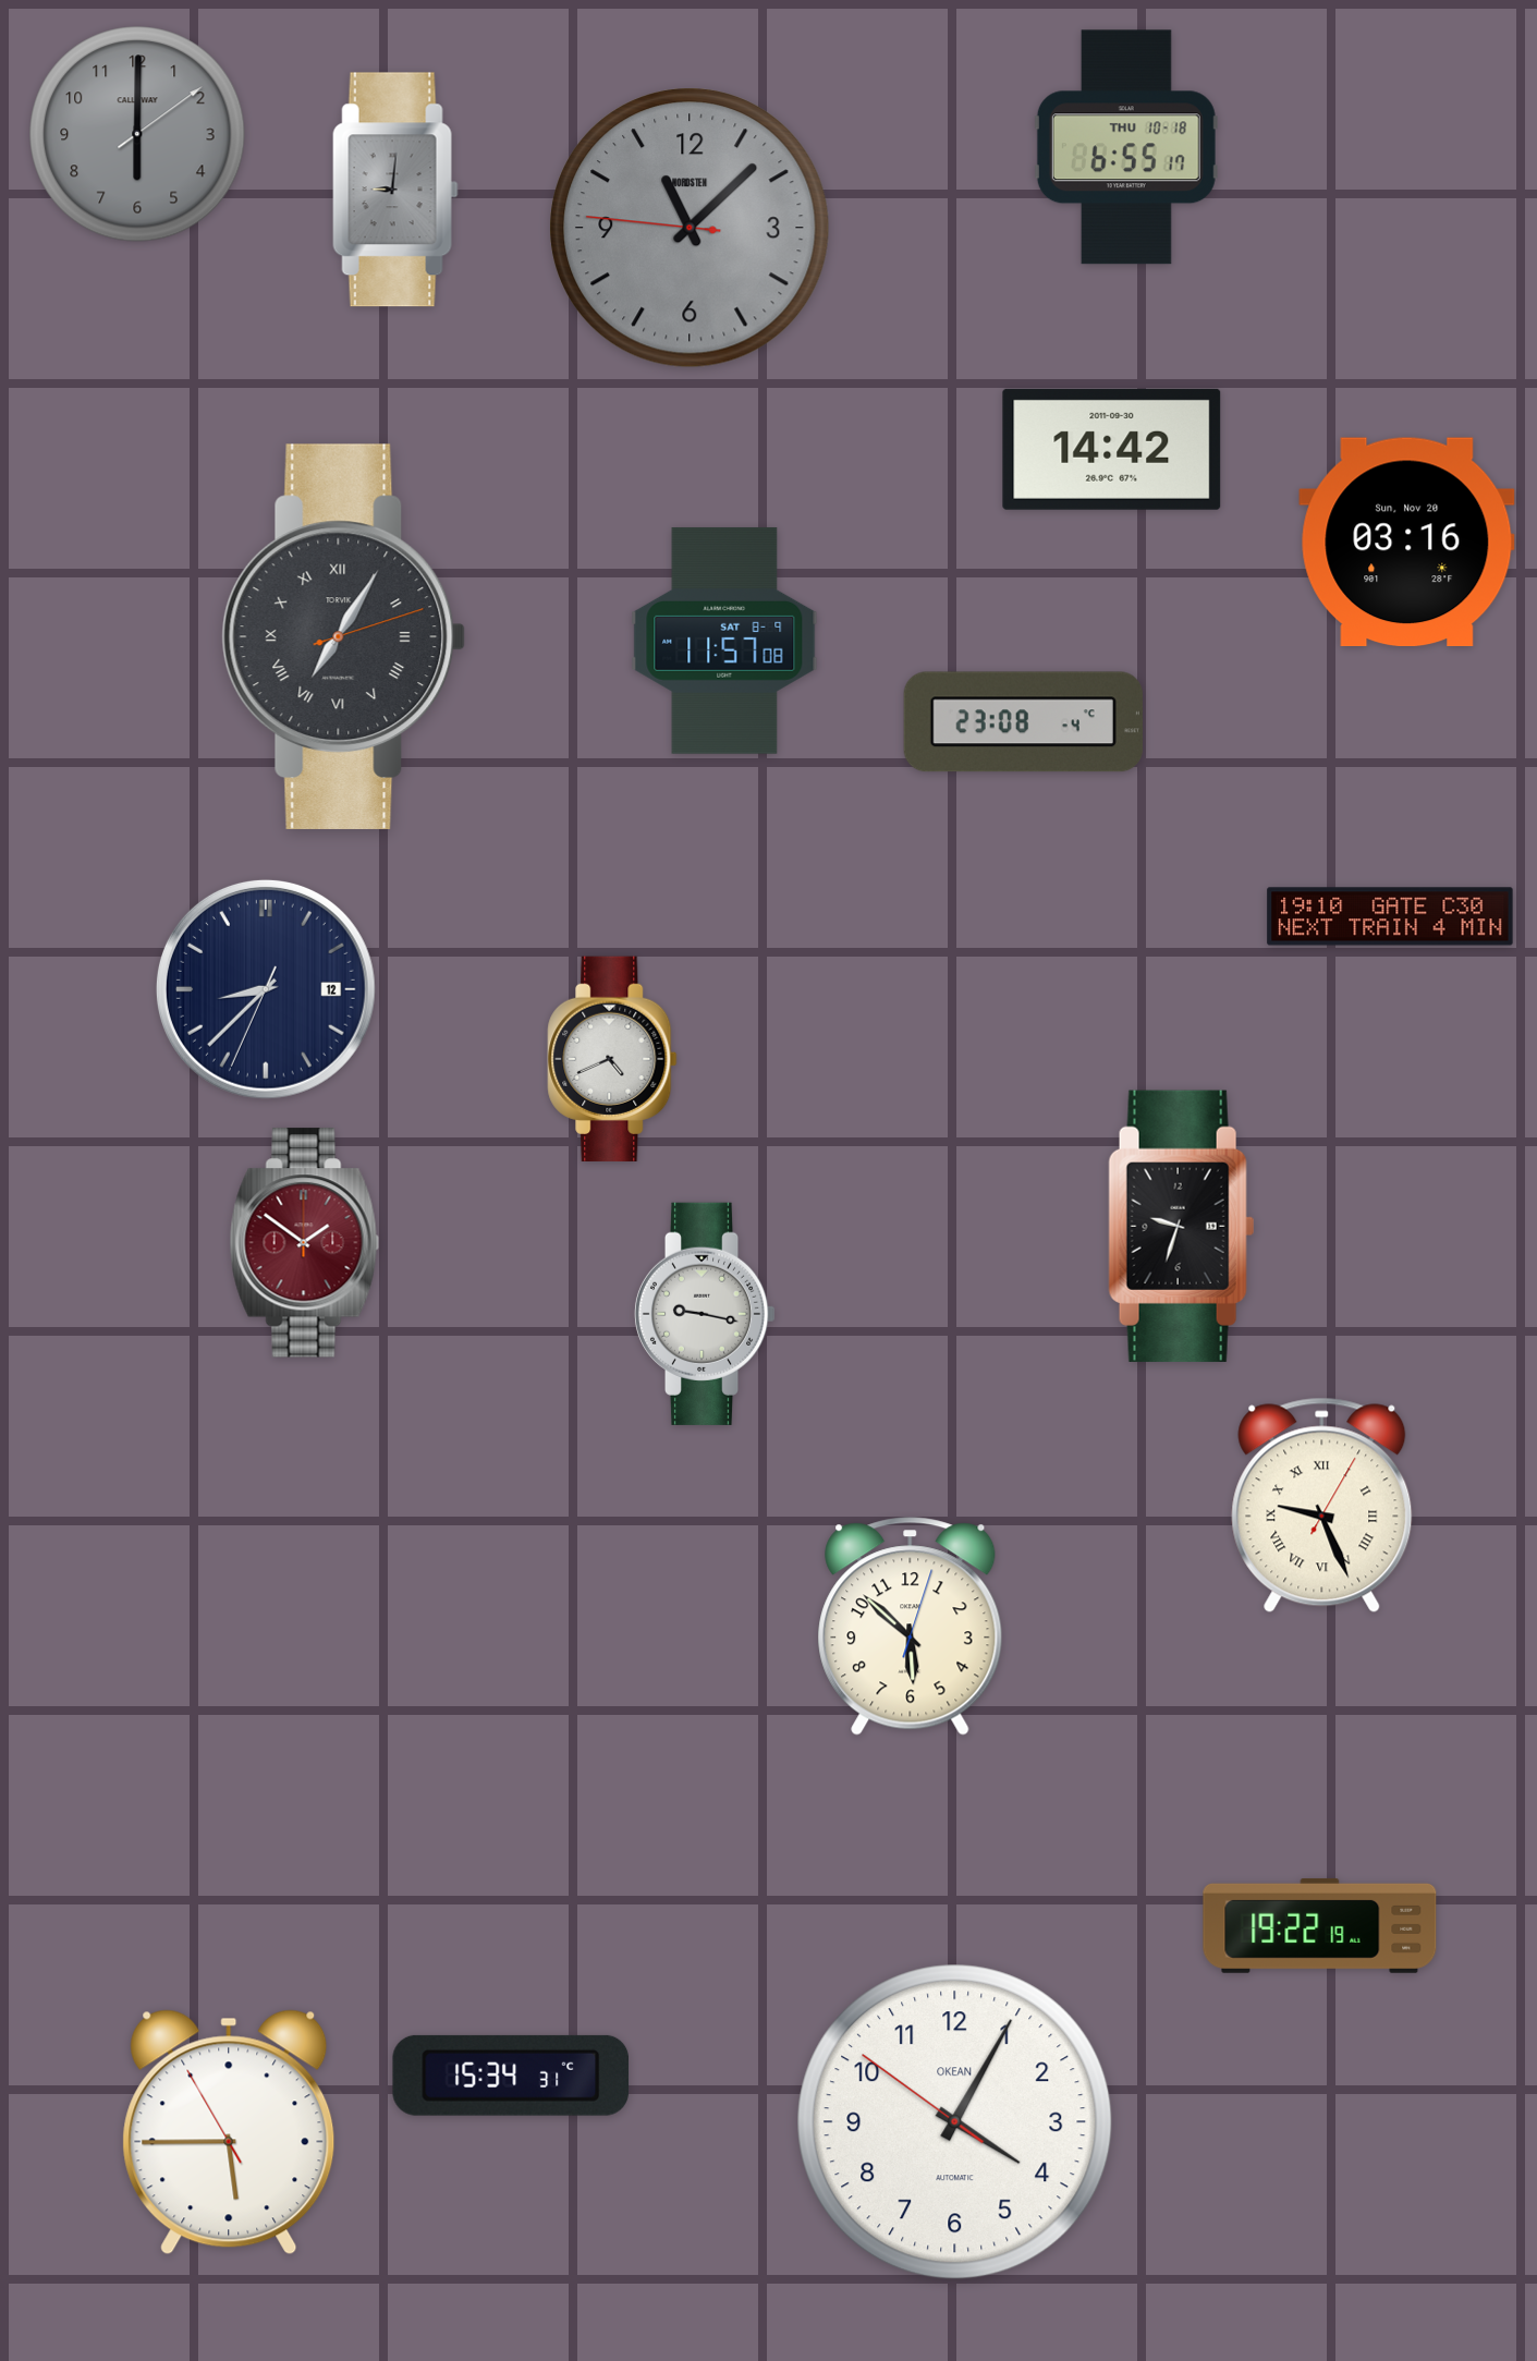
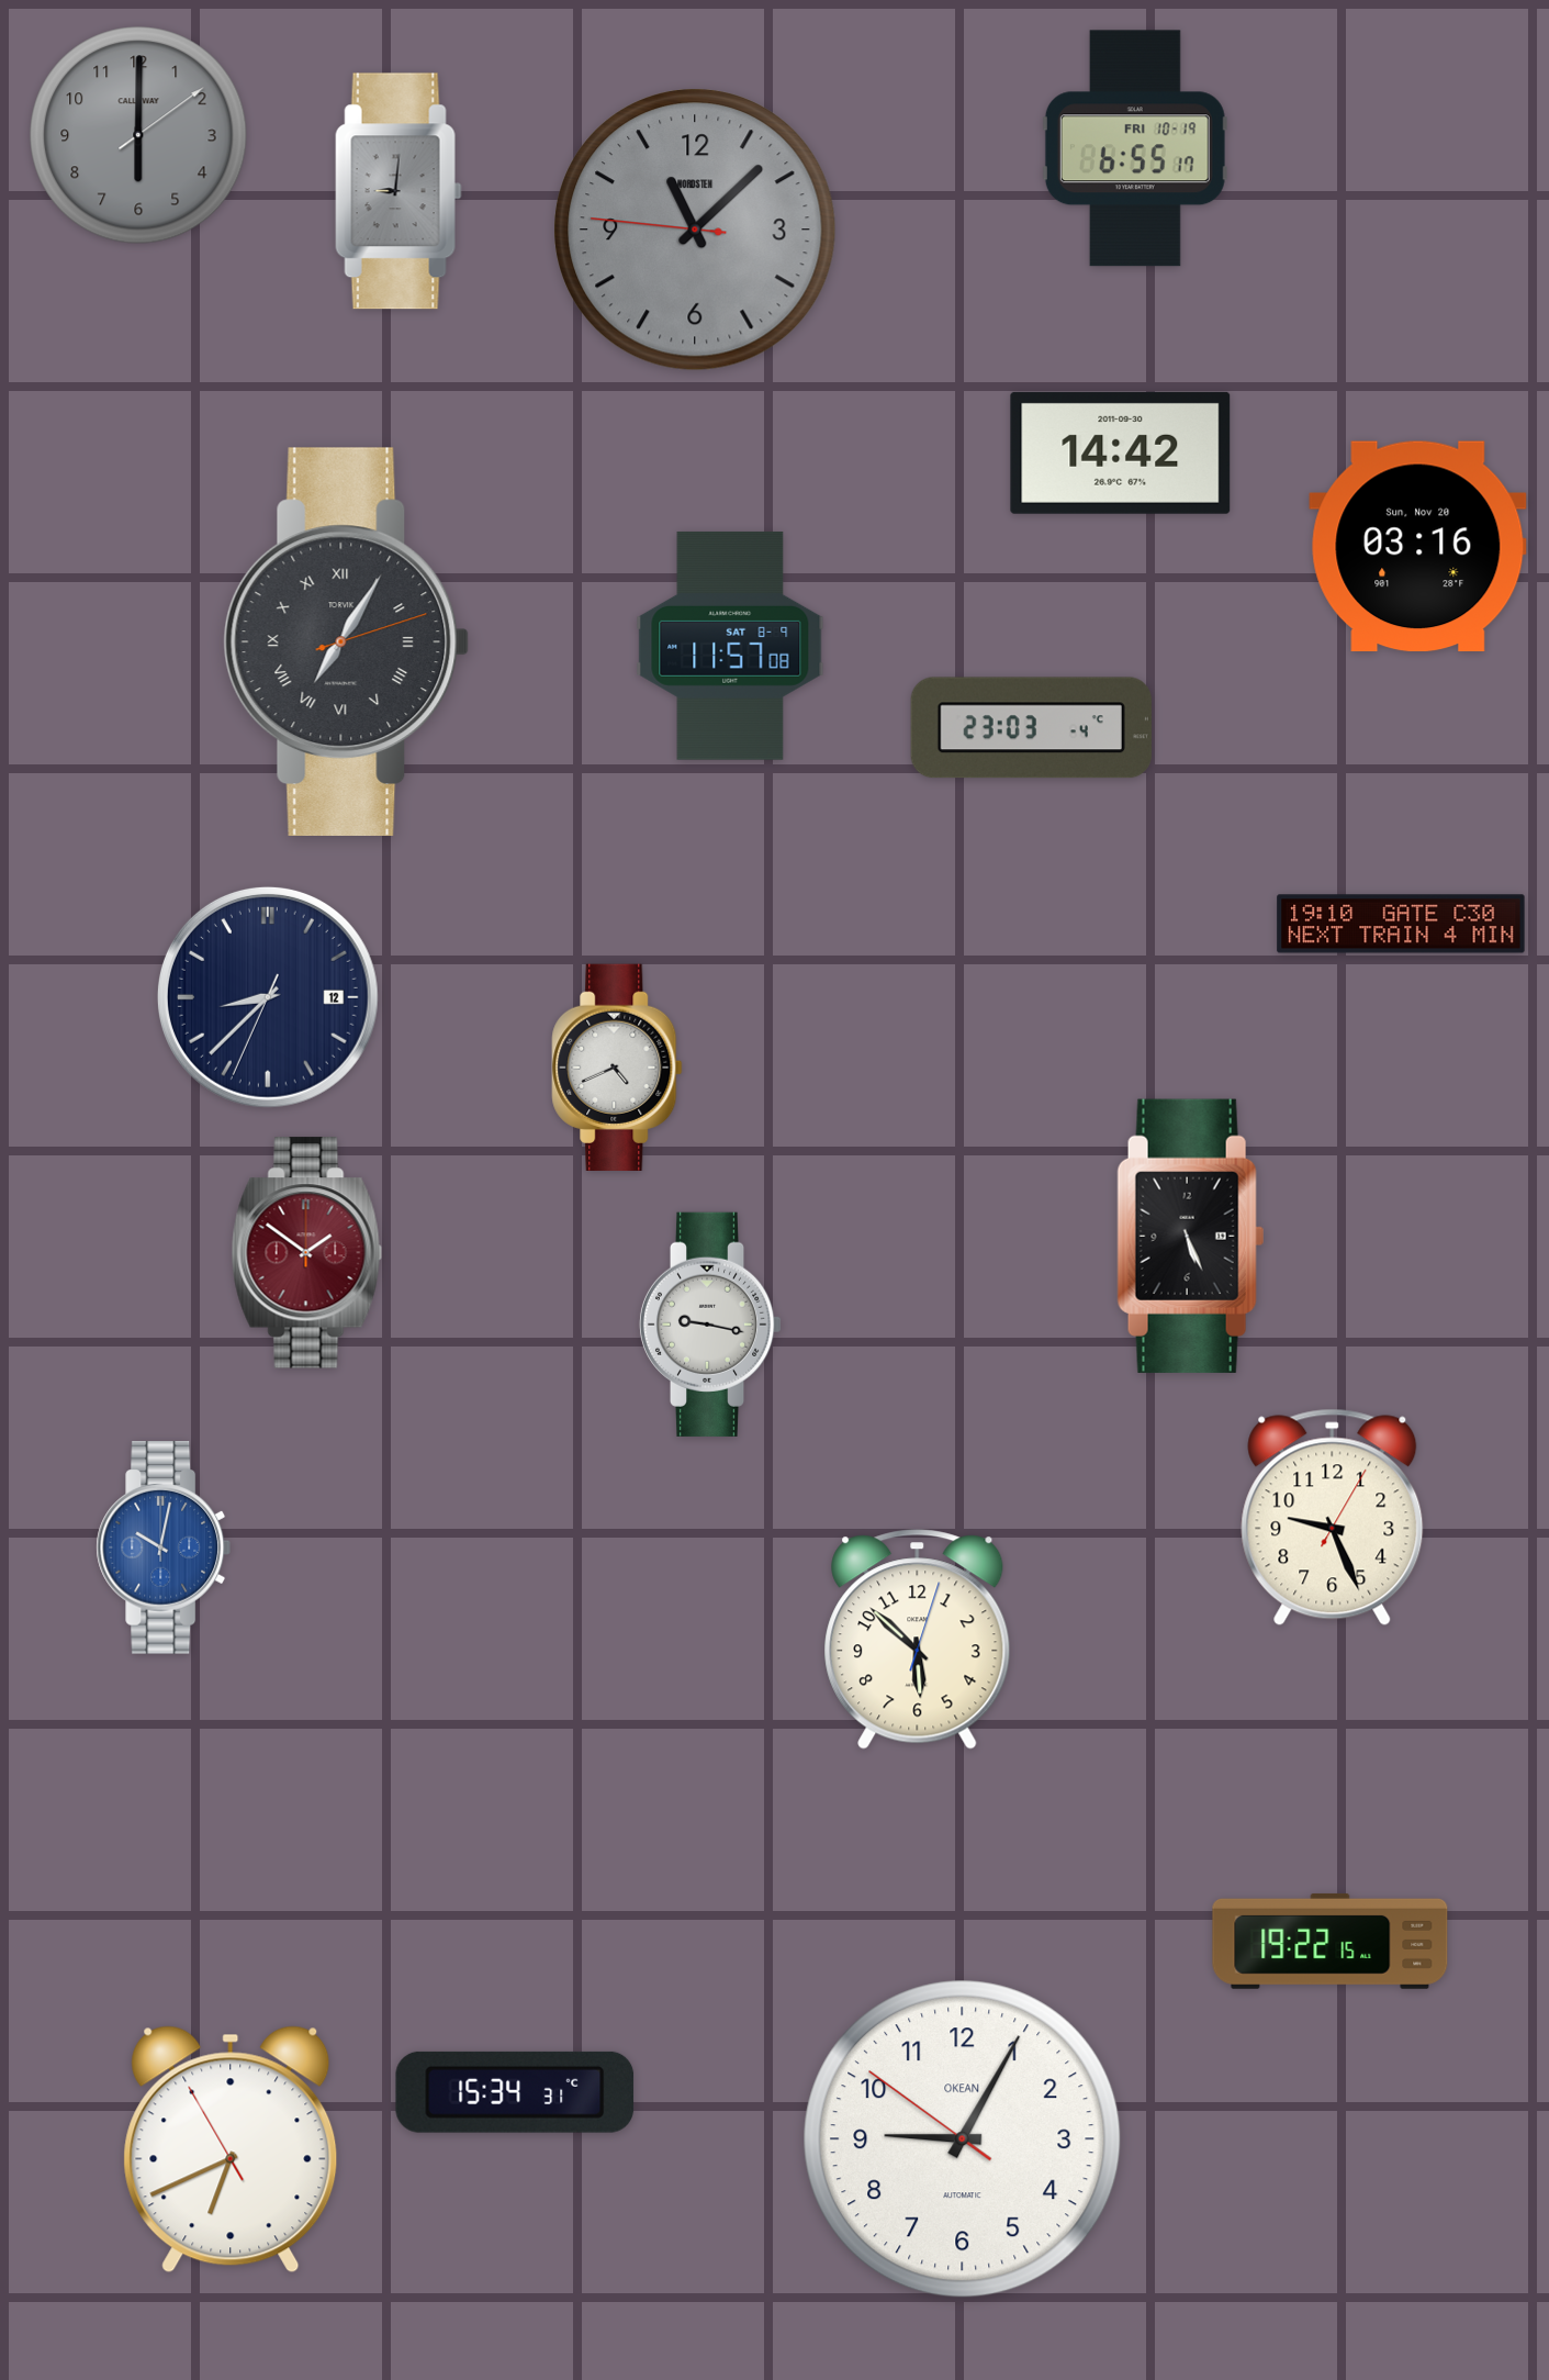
clock at (1126, 147) date: THU 10-18 -> FRI 10-19
clock at (1023, 722): 23:08 -> 23:03
clock at (1182, 1226): 9:33 -> 5:26
clock at (1322, 1506) numerals: Roman -> Arabic
clock at (164, 1549): none -> 10:02
clock at (1320, 1925): 19:22:19 -> 19:22:15
clock at (955, 2122): 4:04 -> 9:04
clock at (229, 2132): 5:44 -> 6:40
